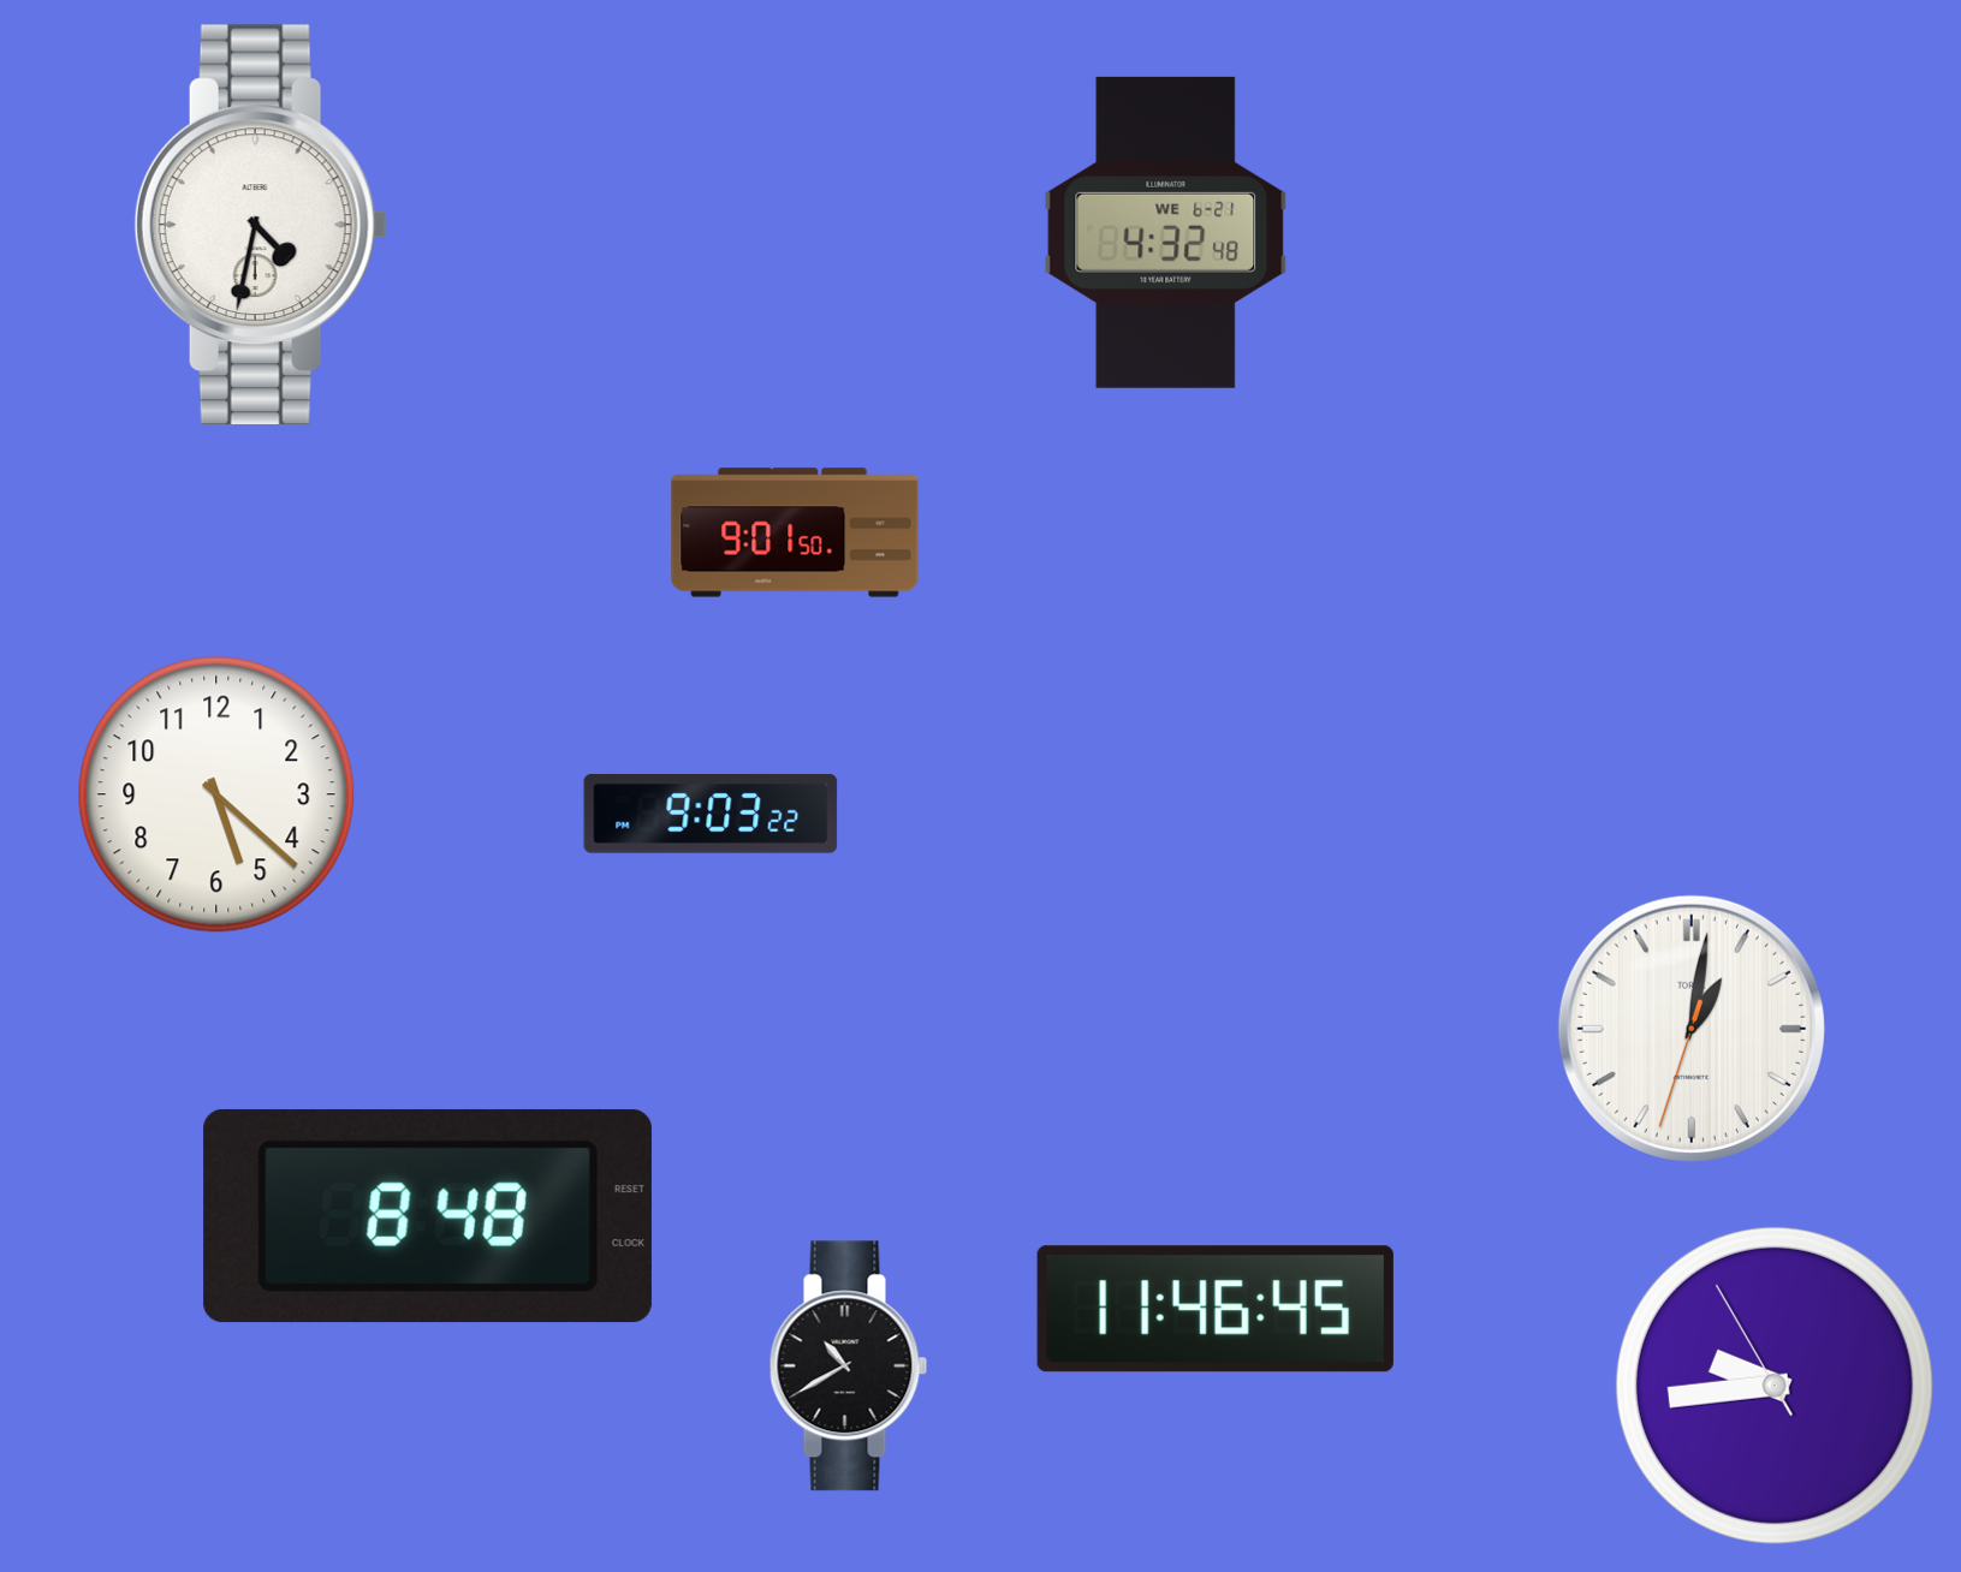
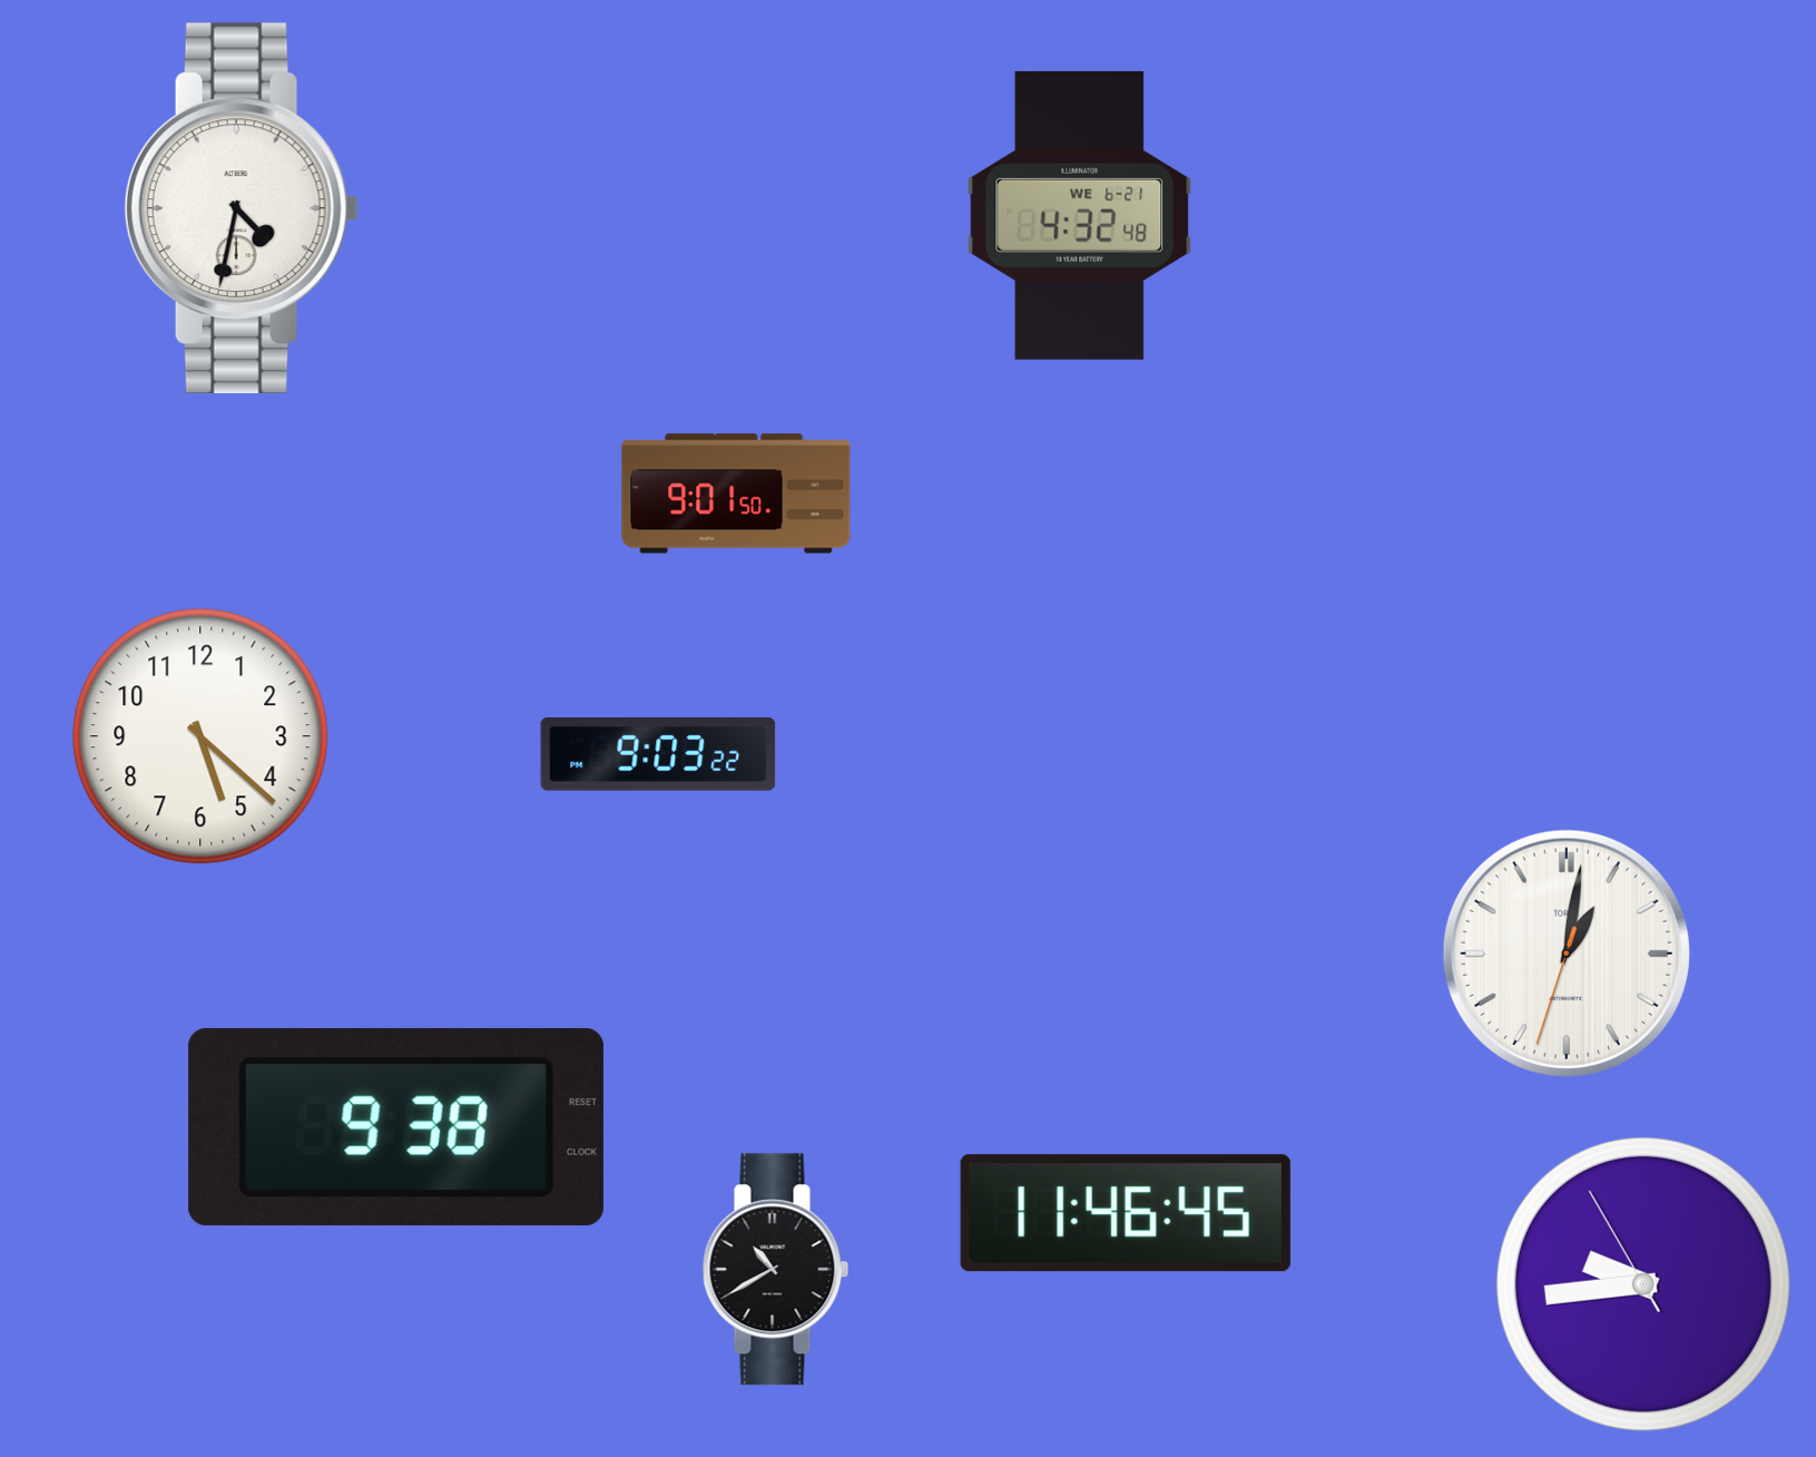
clock at (428, 1216): 8:48 -> 9:38
clock at (849, 1366) position: (849, 1366) -> (776, 1270)
